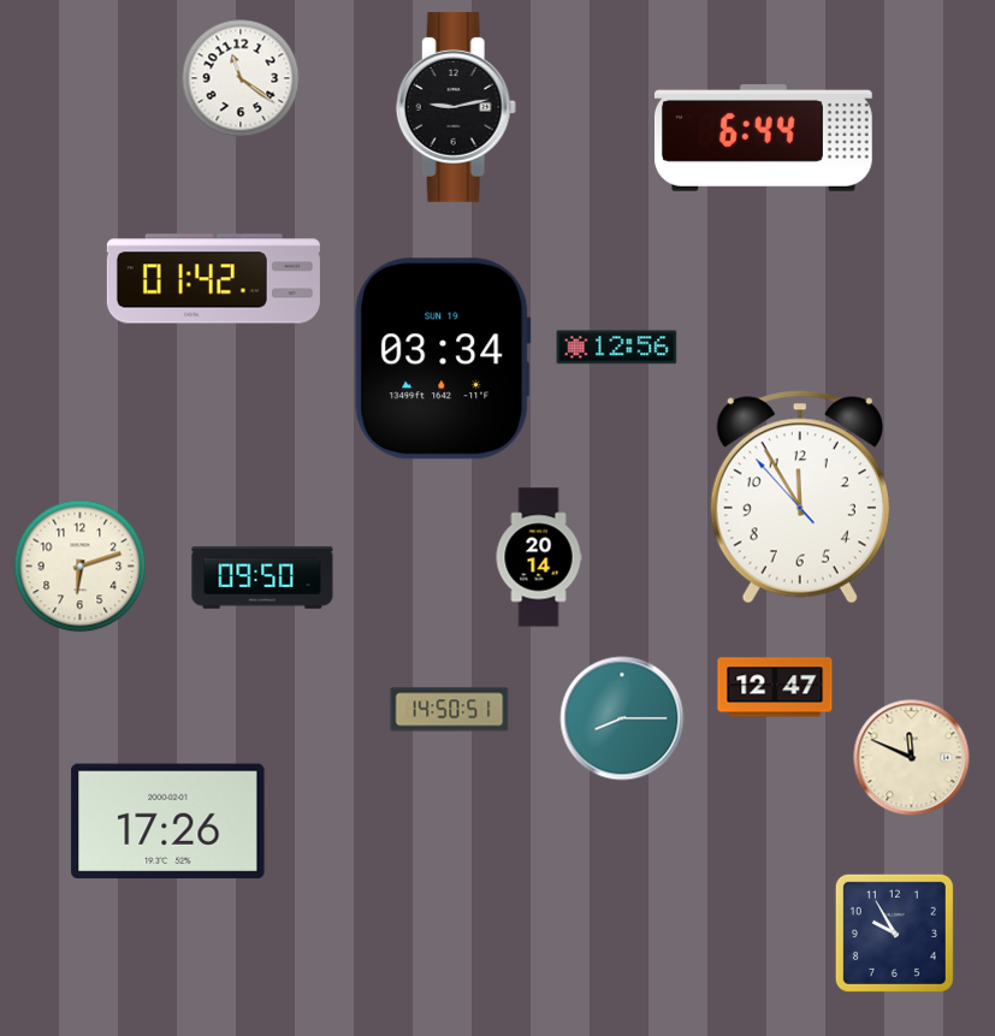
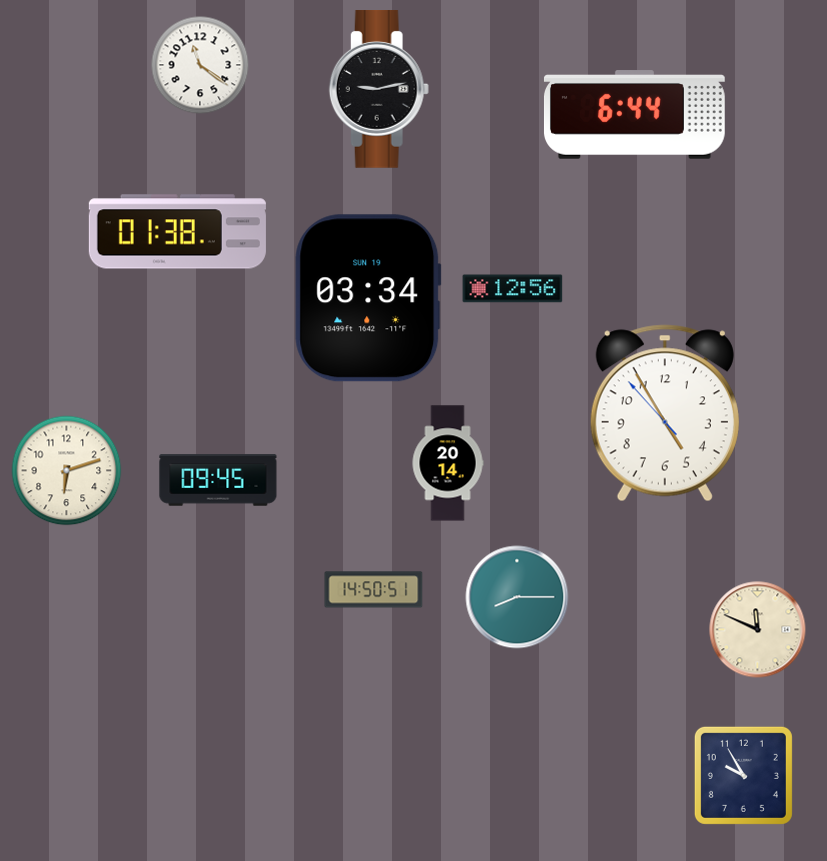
clock at (213, 279): 01:42 -> 01:38
clock at (800, 497): 11:54 -> 4:54
clock at (262, 578): 09:50 -> 09:45
clock at (775, 687): 12:47 -> none
clock at (168, 822): 17:26 -> none
